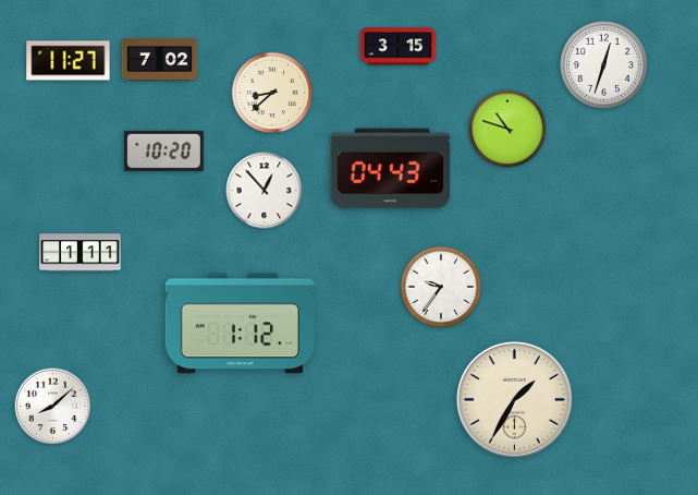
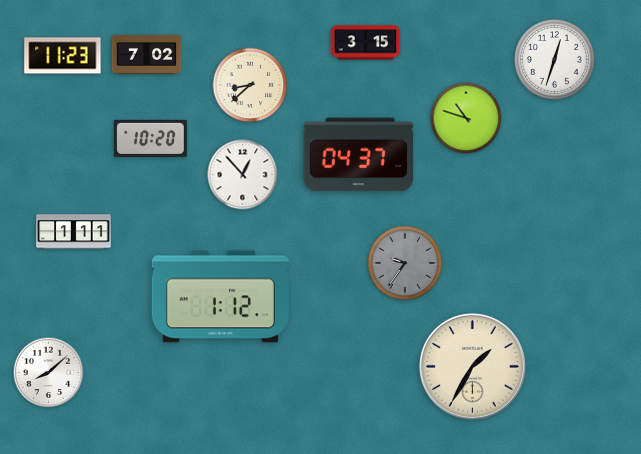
clock at (69, 61): 11:27 -> 11:23
clock at (391, 169): 04:43 -> 04:37
clock at (441, 287) dial: white -> grey
